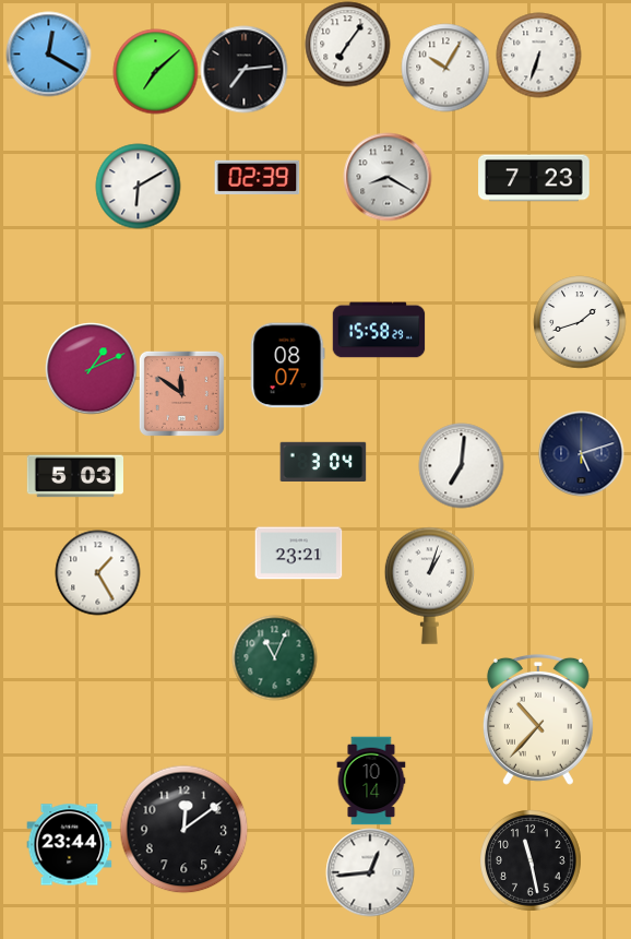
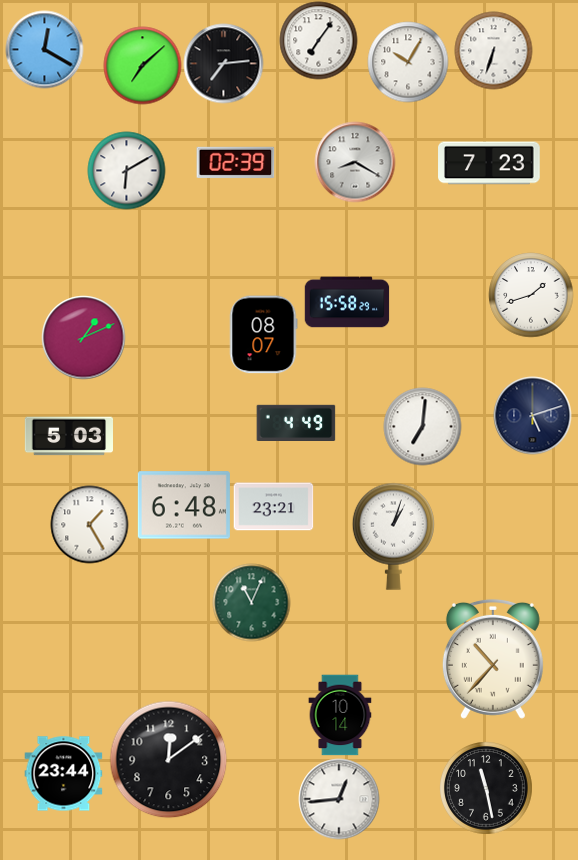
clock at (181, 393): 11:51 -> none
clock at (323, 461): 3:04 -> 4:49
clock at (184, 505): none -> 6:48
